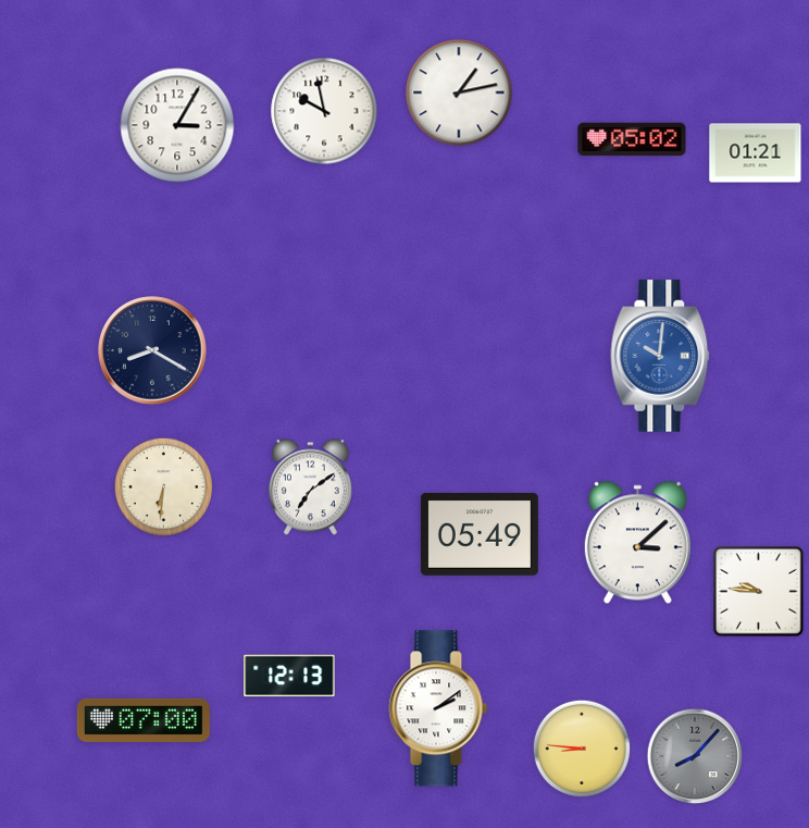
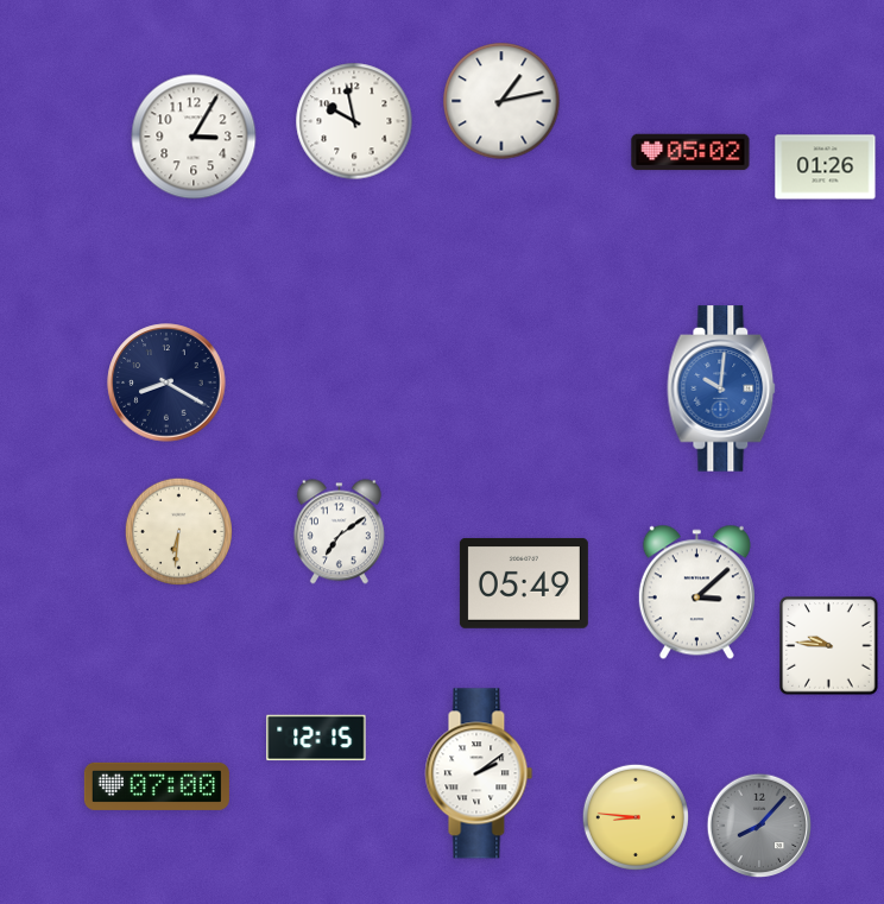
clock at (756, 153): 01:21 -> 01:26
clock at (289, 676): 12:13 -> 12:15
